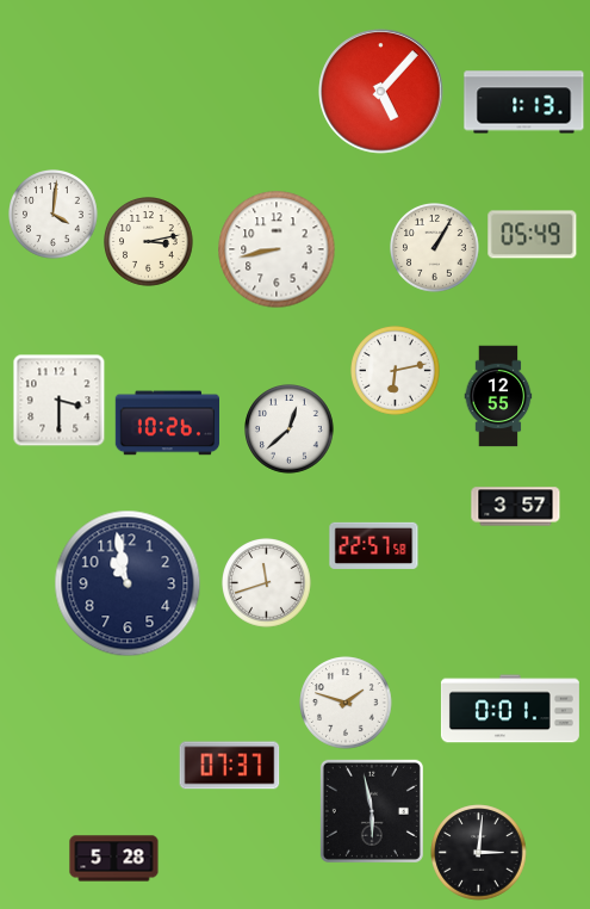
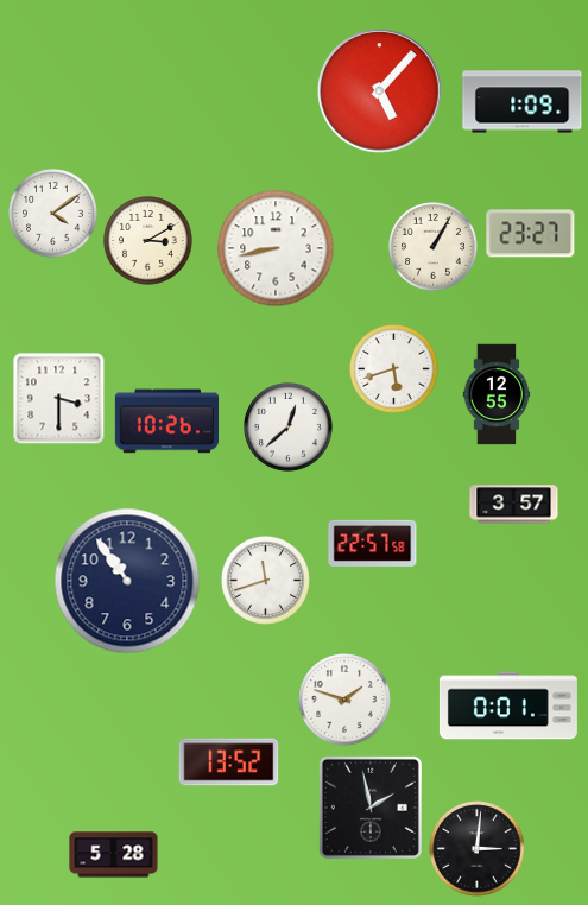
clock at (524, 103): 1:13 -> 1:09
clock at (54, 215): 4:01 -> 4:09
clock at (533, 235): 05:49 -> 23:27
clock at (149, 242): 3:13 -> 3:10
clock at (396, 371): 6:13 -> 5:42
clock at (128, 583): 10:58 -> 10:54
clock at (230, 766): 07:37 -> 13:52
clock at (372, 811): 5:58 -> 1:58
